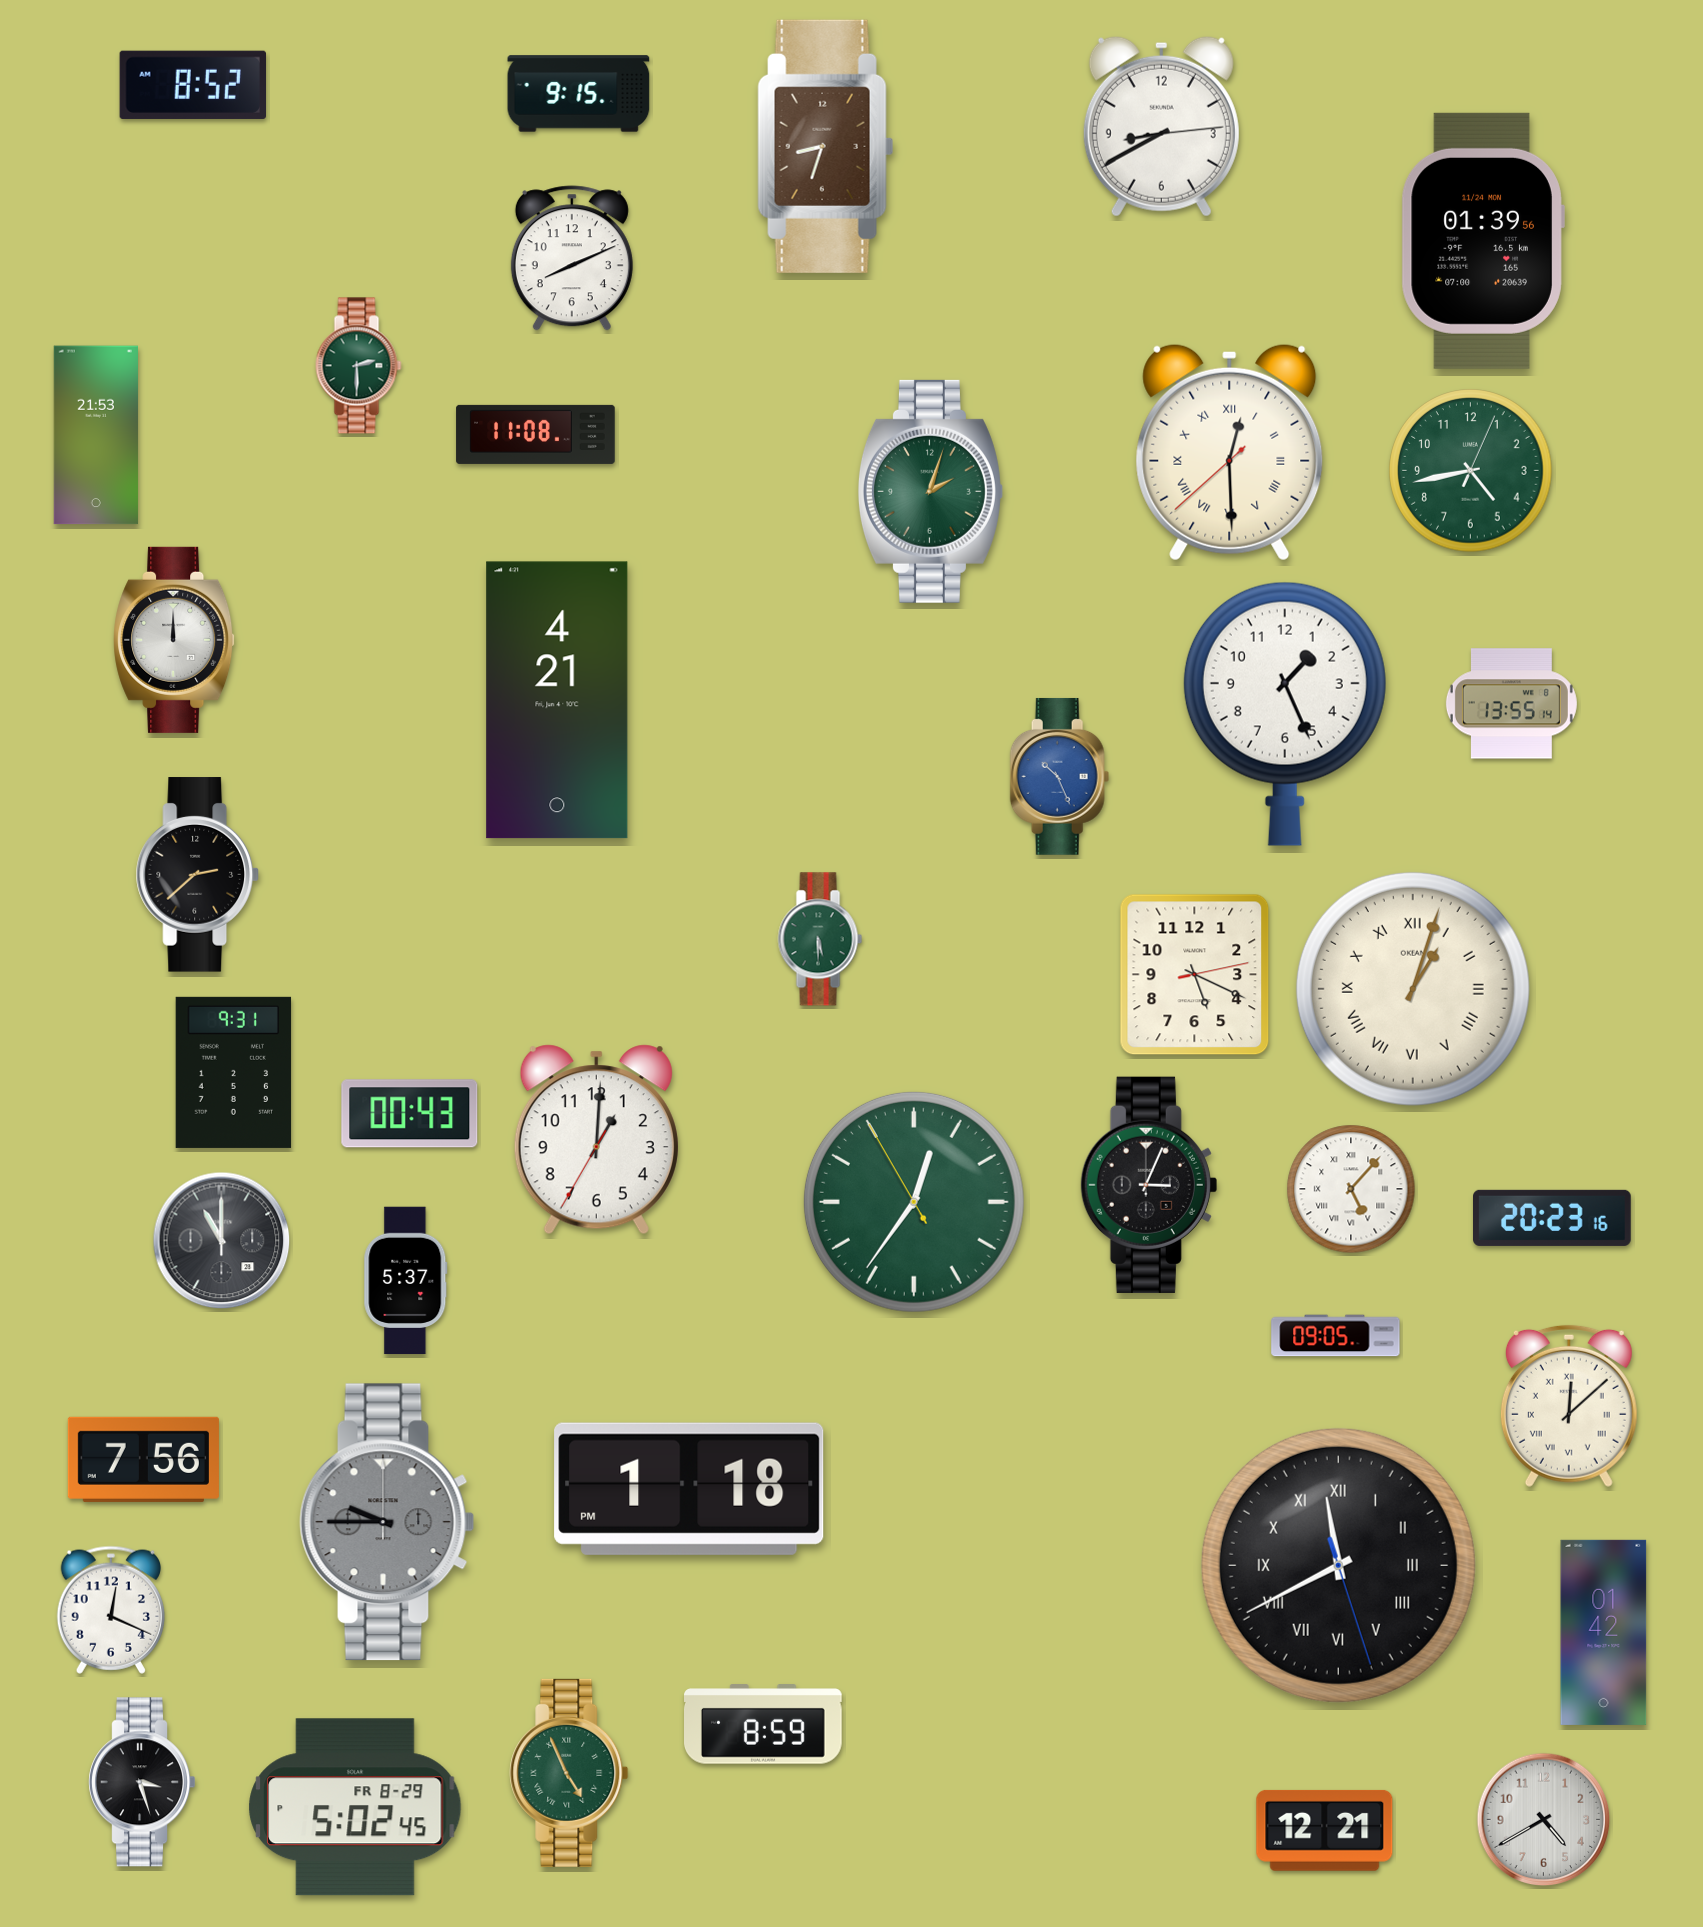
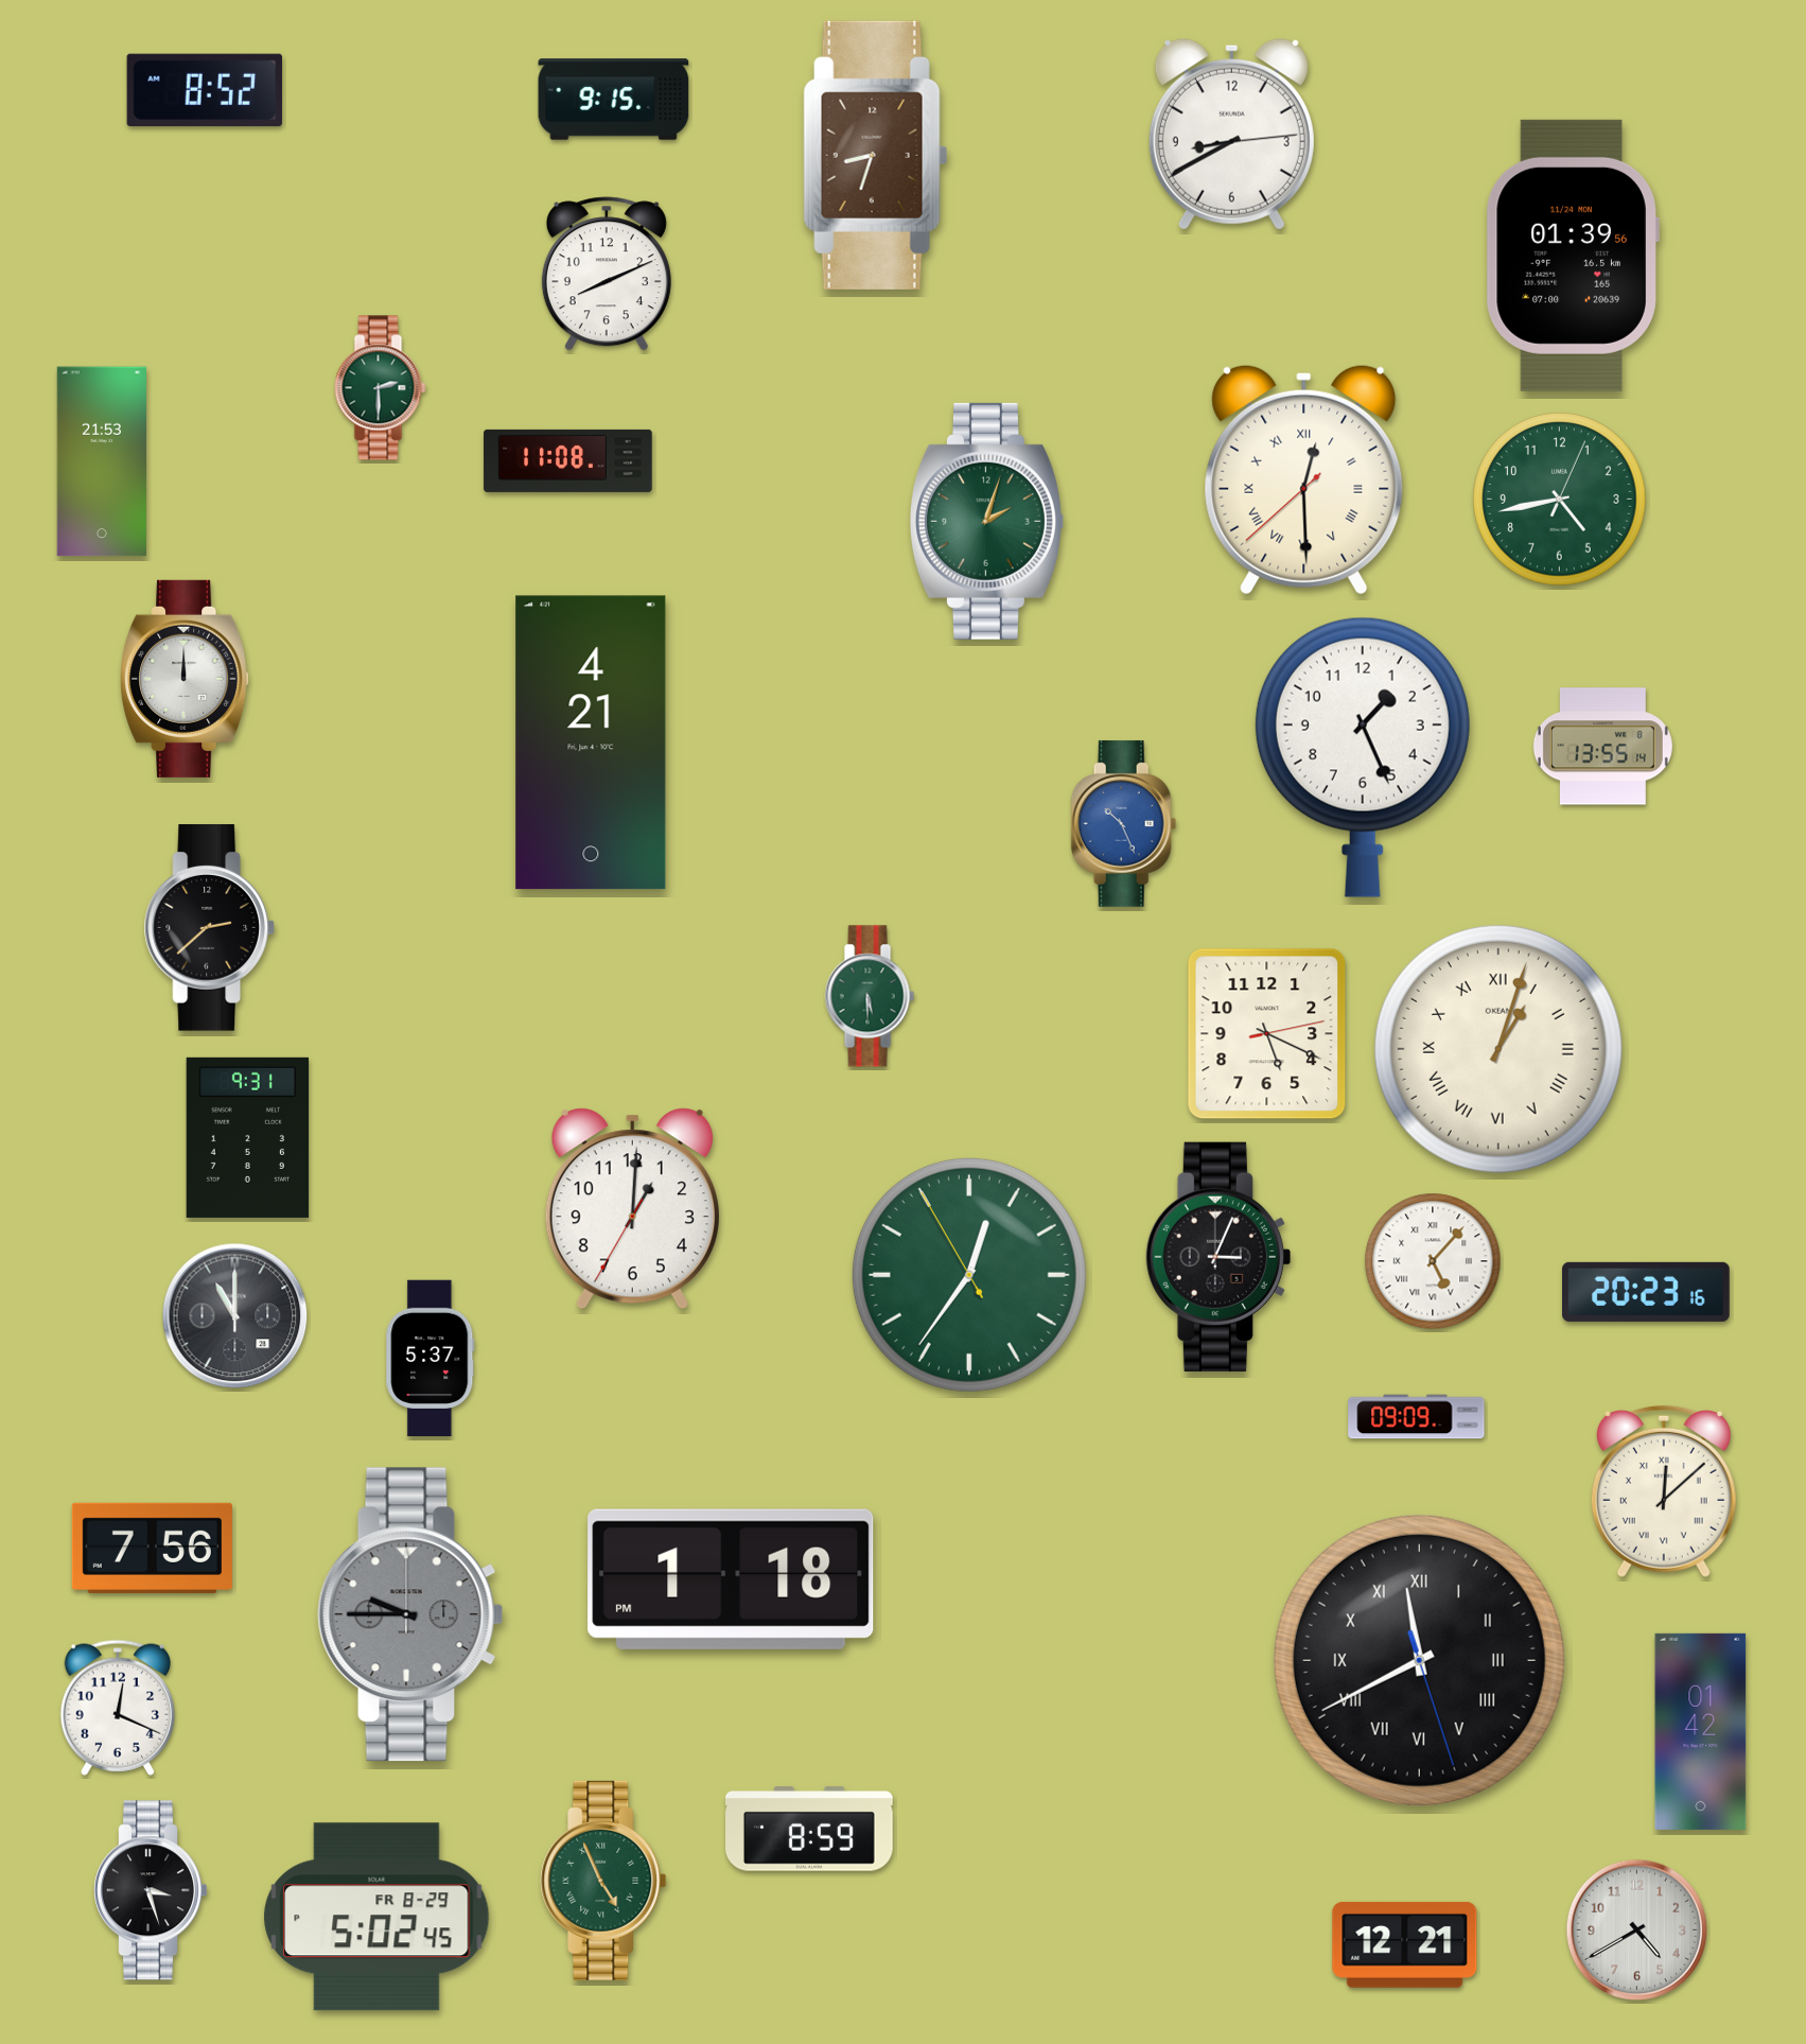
clock at (410, 1114): 00:43 -> none
clock at (1336, 1336): 09:05 -> 09:09
clock at (1325, 1830) position: (1325, 1830) -> (1405, 1944)
